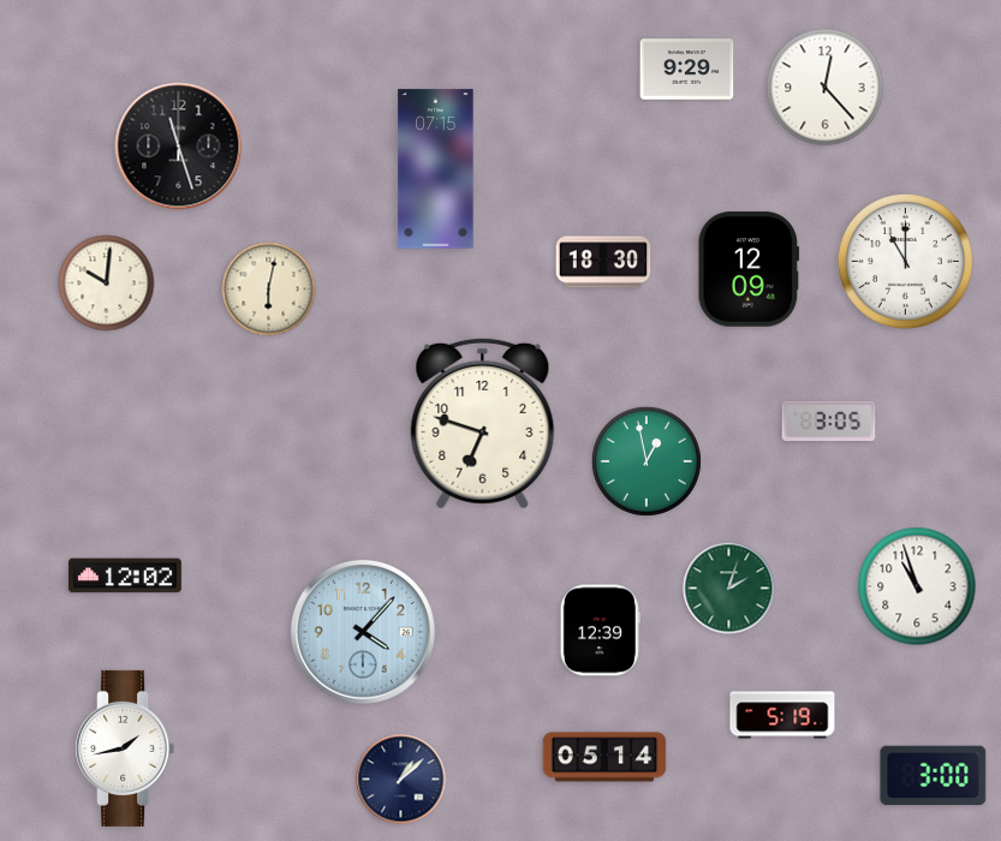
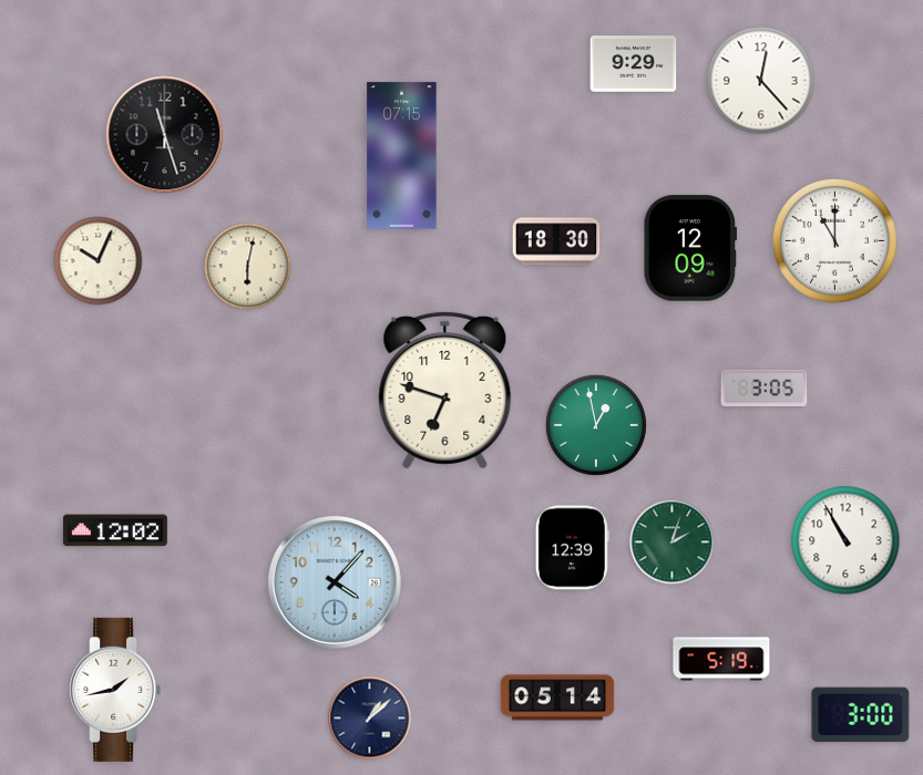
clock at (107, 284): 10:01 -> 10:04
clock at (917, 586): 10:57 -> 10:55
clock at (600, 631) position: (600, 631) -> (572, 548)
